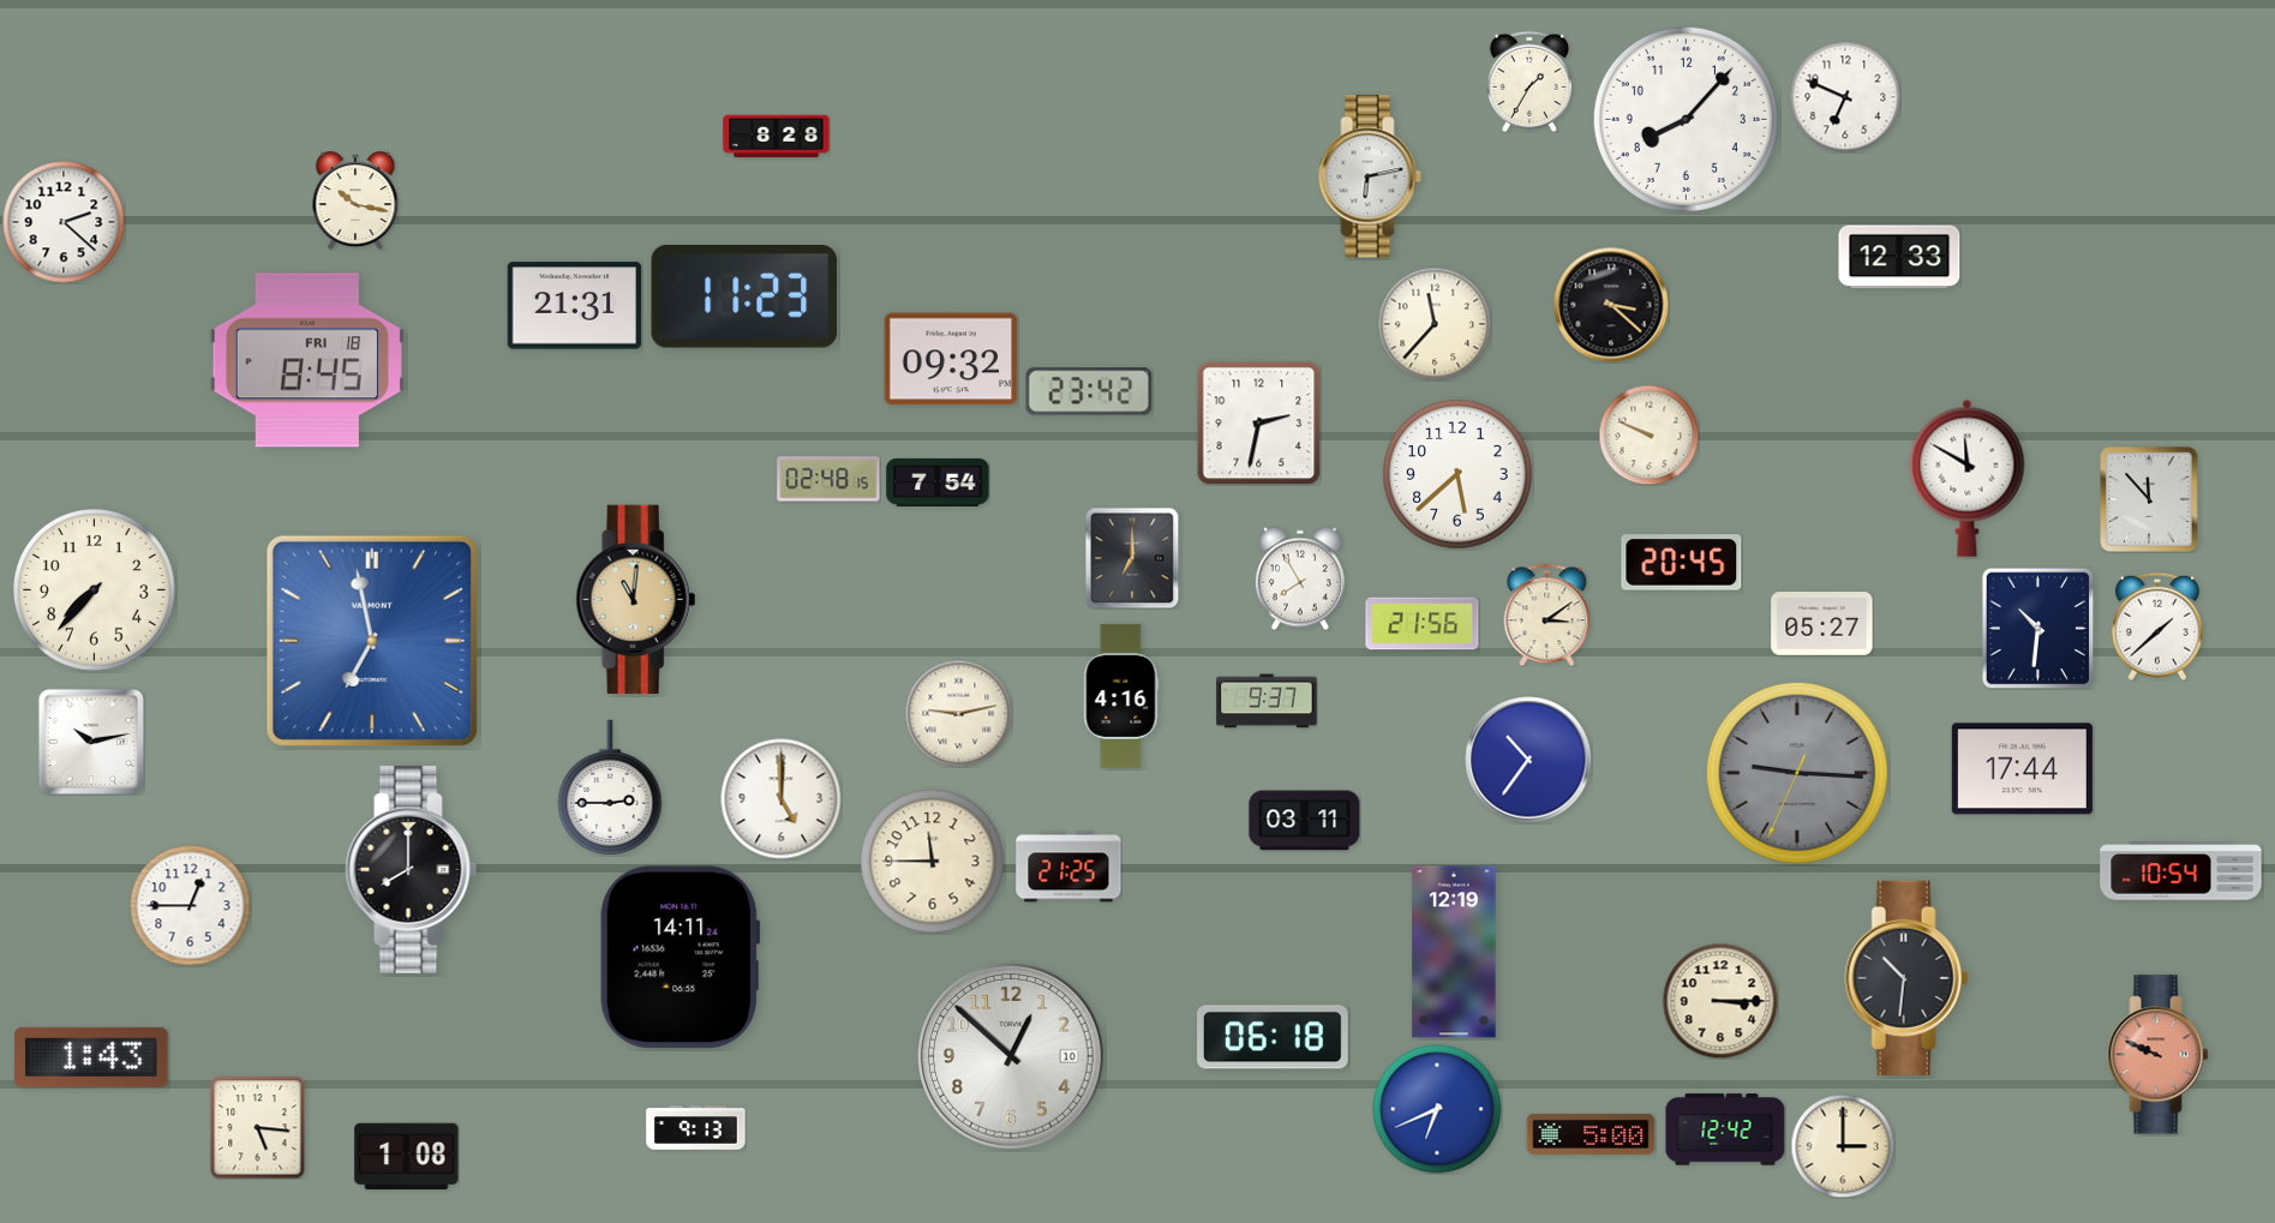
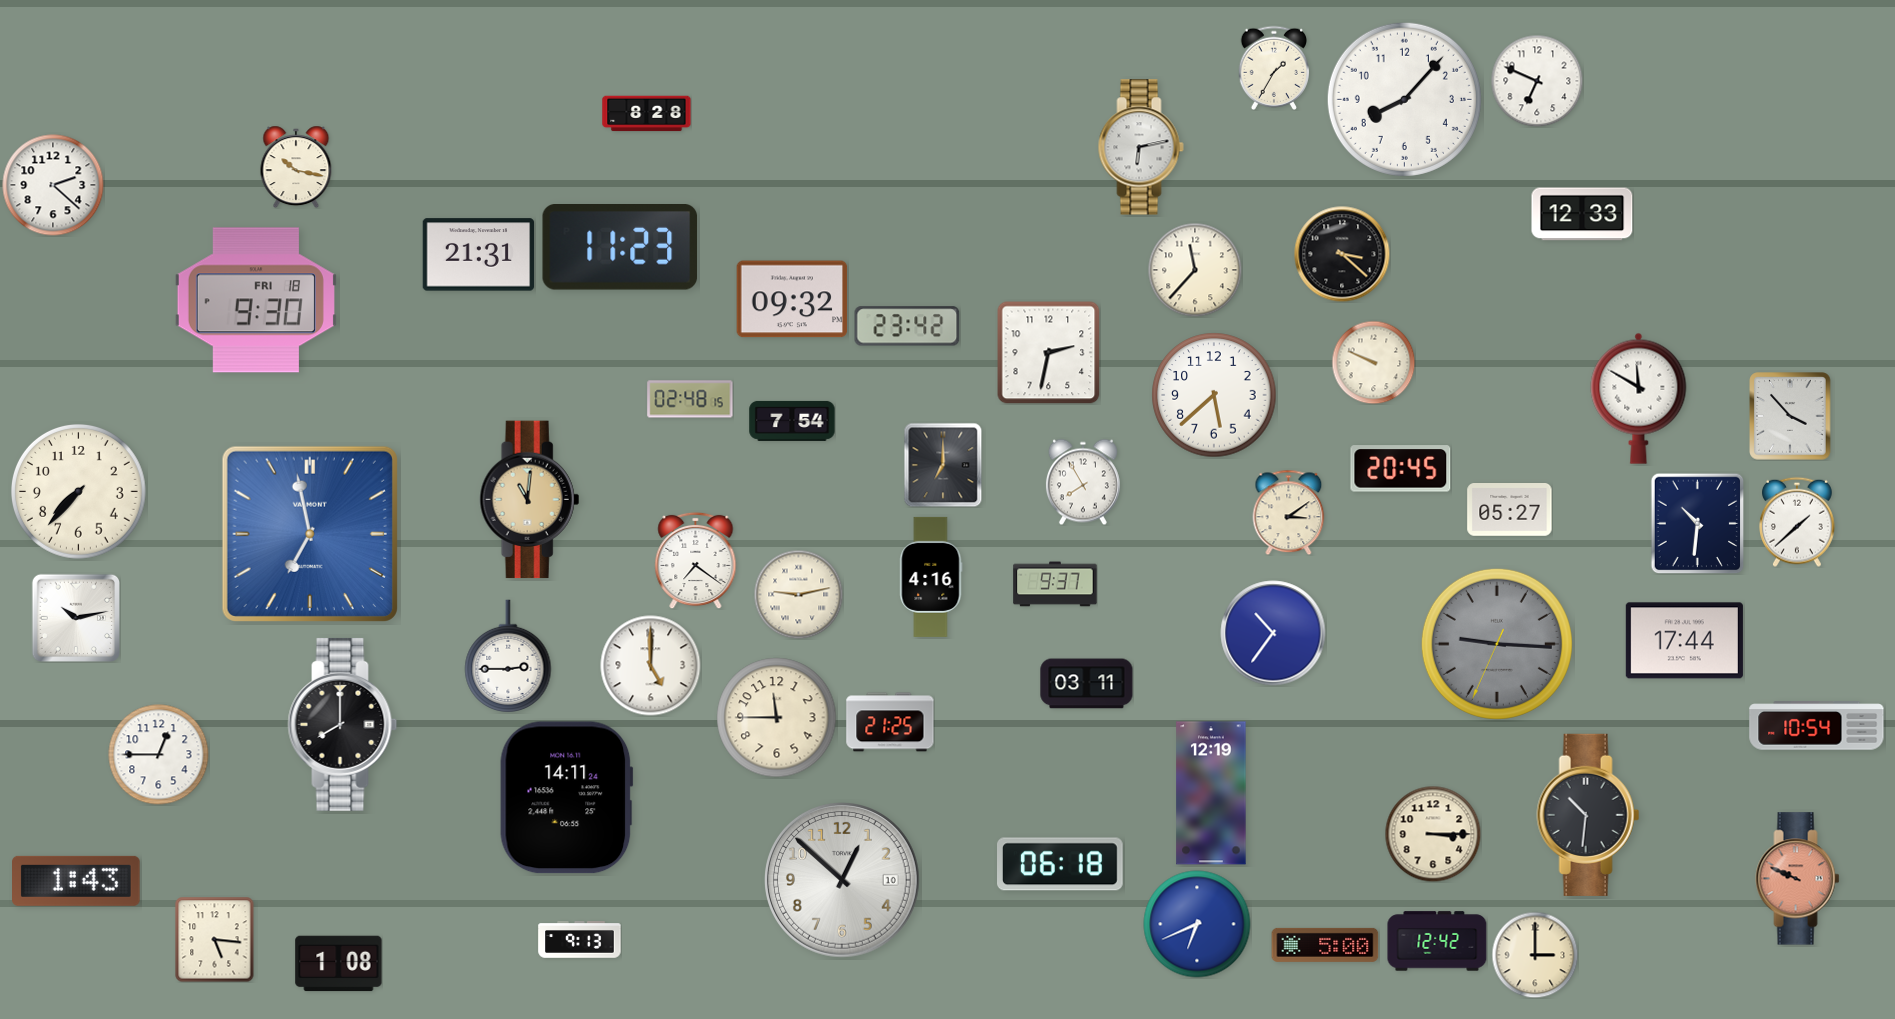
clock at (307, 360): 8:45 -> 9:30
clock at (938, 482) position: (938, 482) -> (792, 421)
clock at (2149, 499): 11:53 -> 3:53
clock at (1423, 624): 21:56 -> none
clock at (1822, 624) position: (1822, 624) -> (1510, 510)
clock at (696, 560): none -> 7:21
clock at (1121, 696) position: (1121, 696) -> (931, 577)
